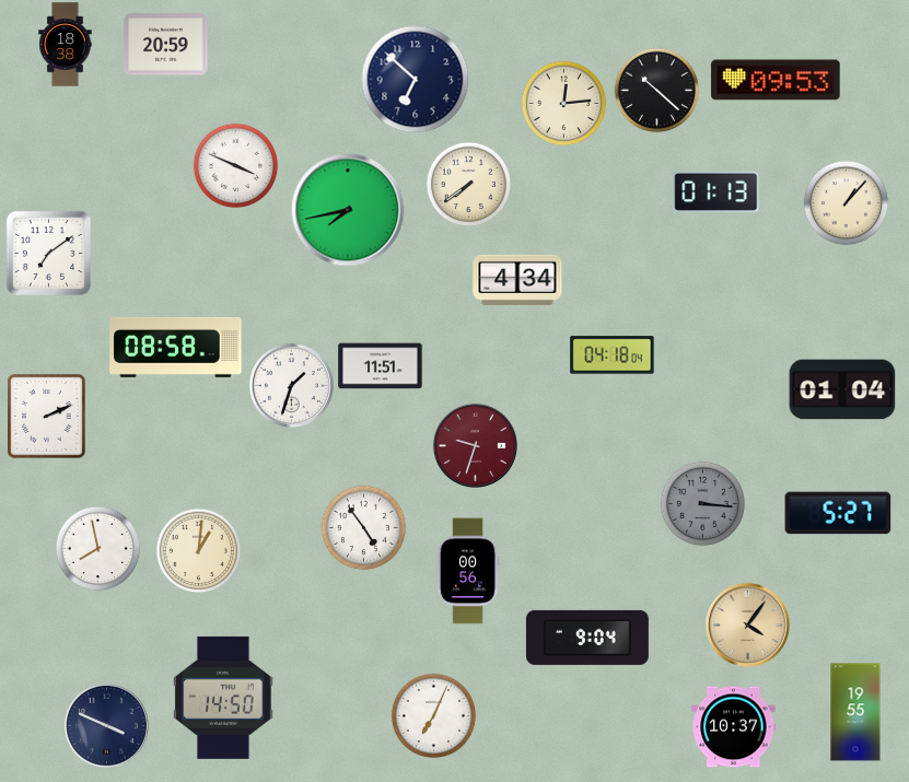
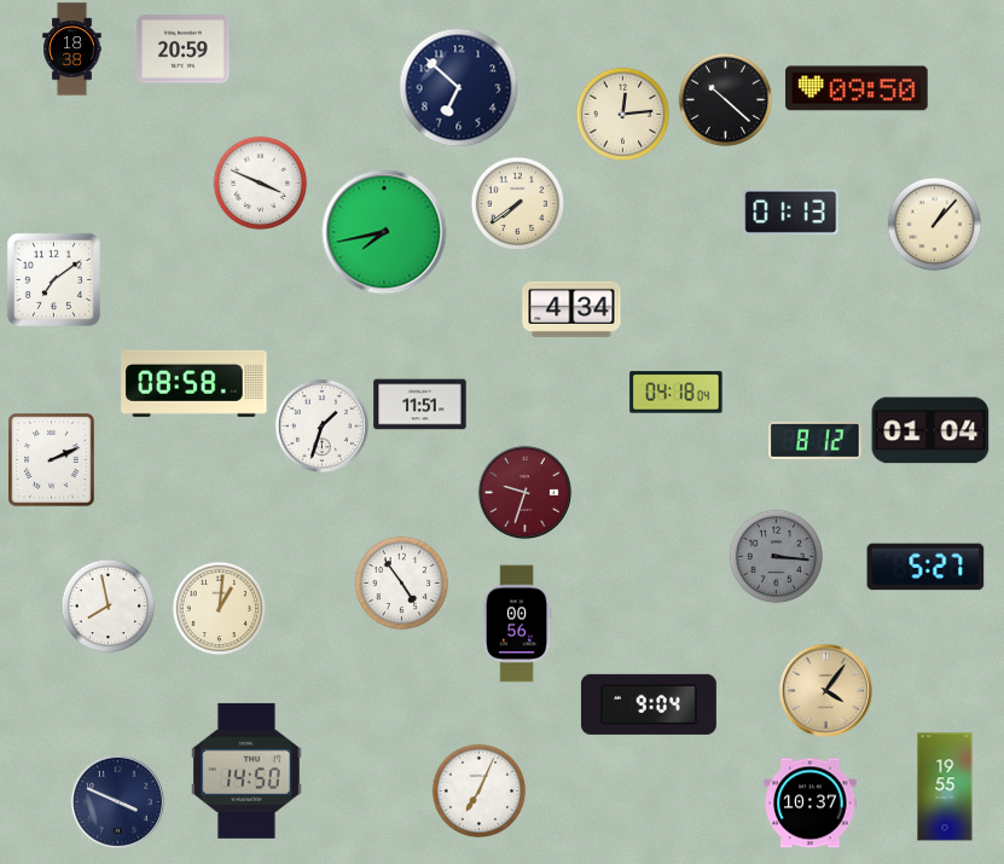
clock at (776, 80): 09:53 -> 09:50
clock at (816, 440): none -> 8:12
clock at (468, 571) position: (468, 571) -> (517, 624)
